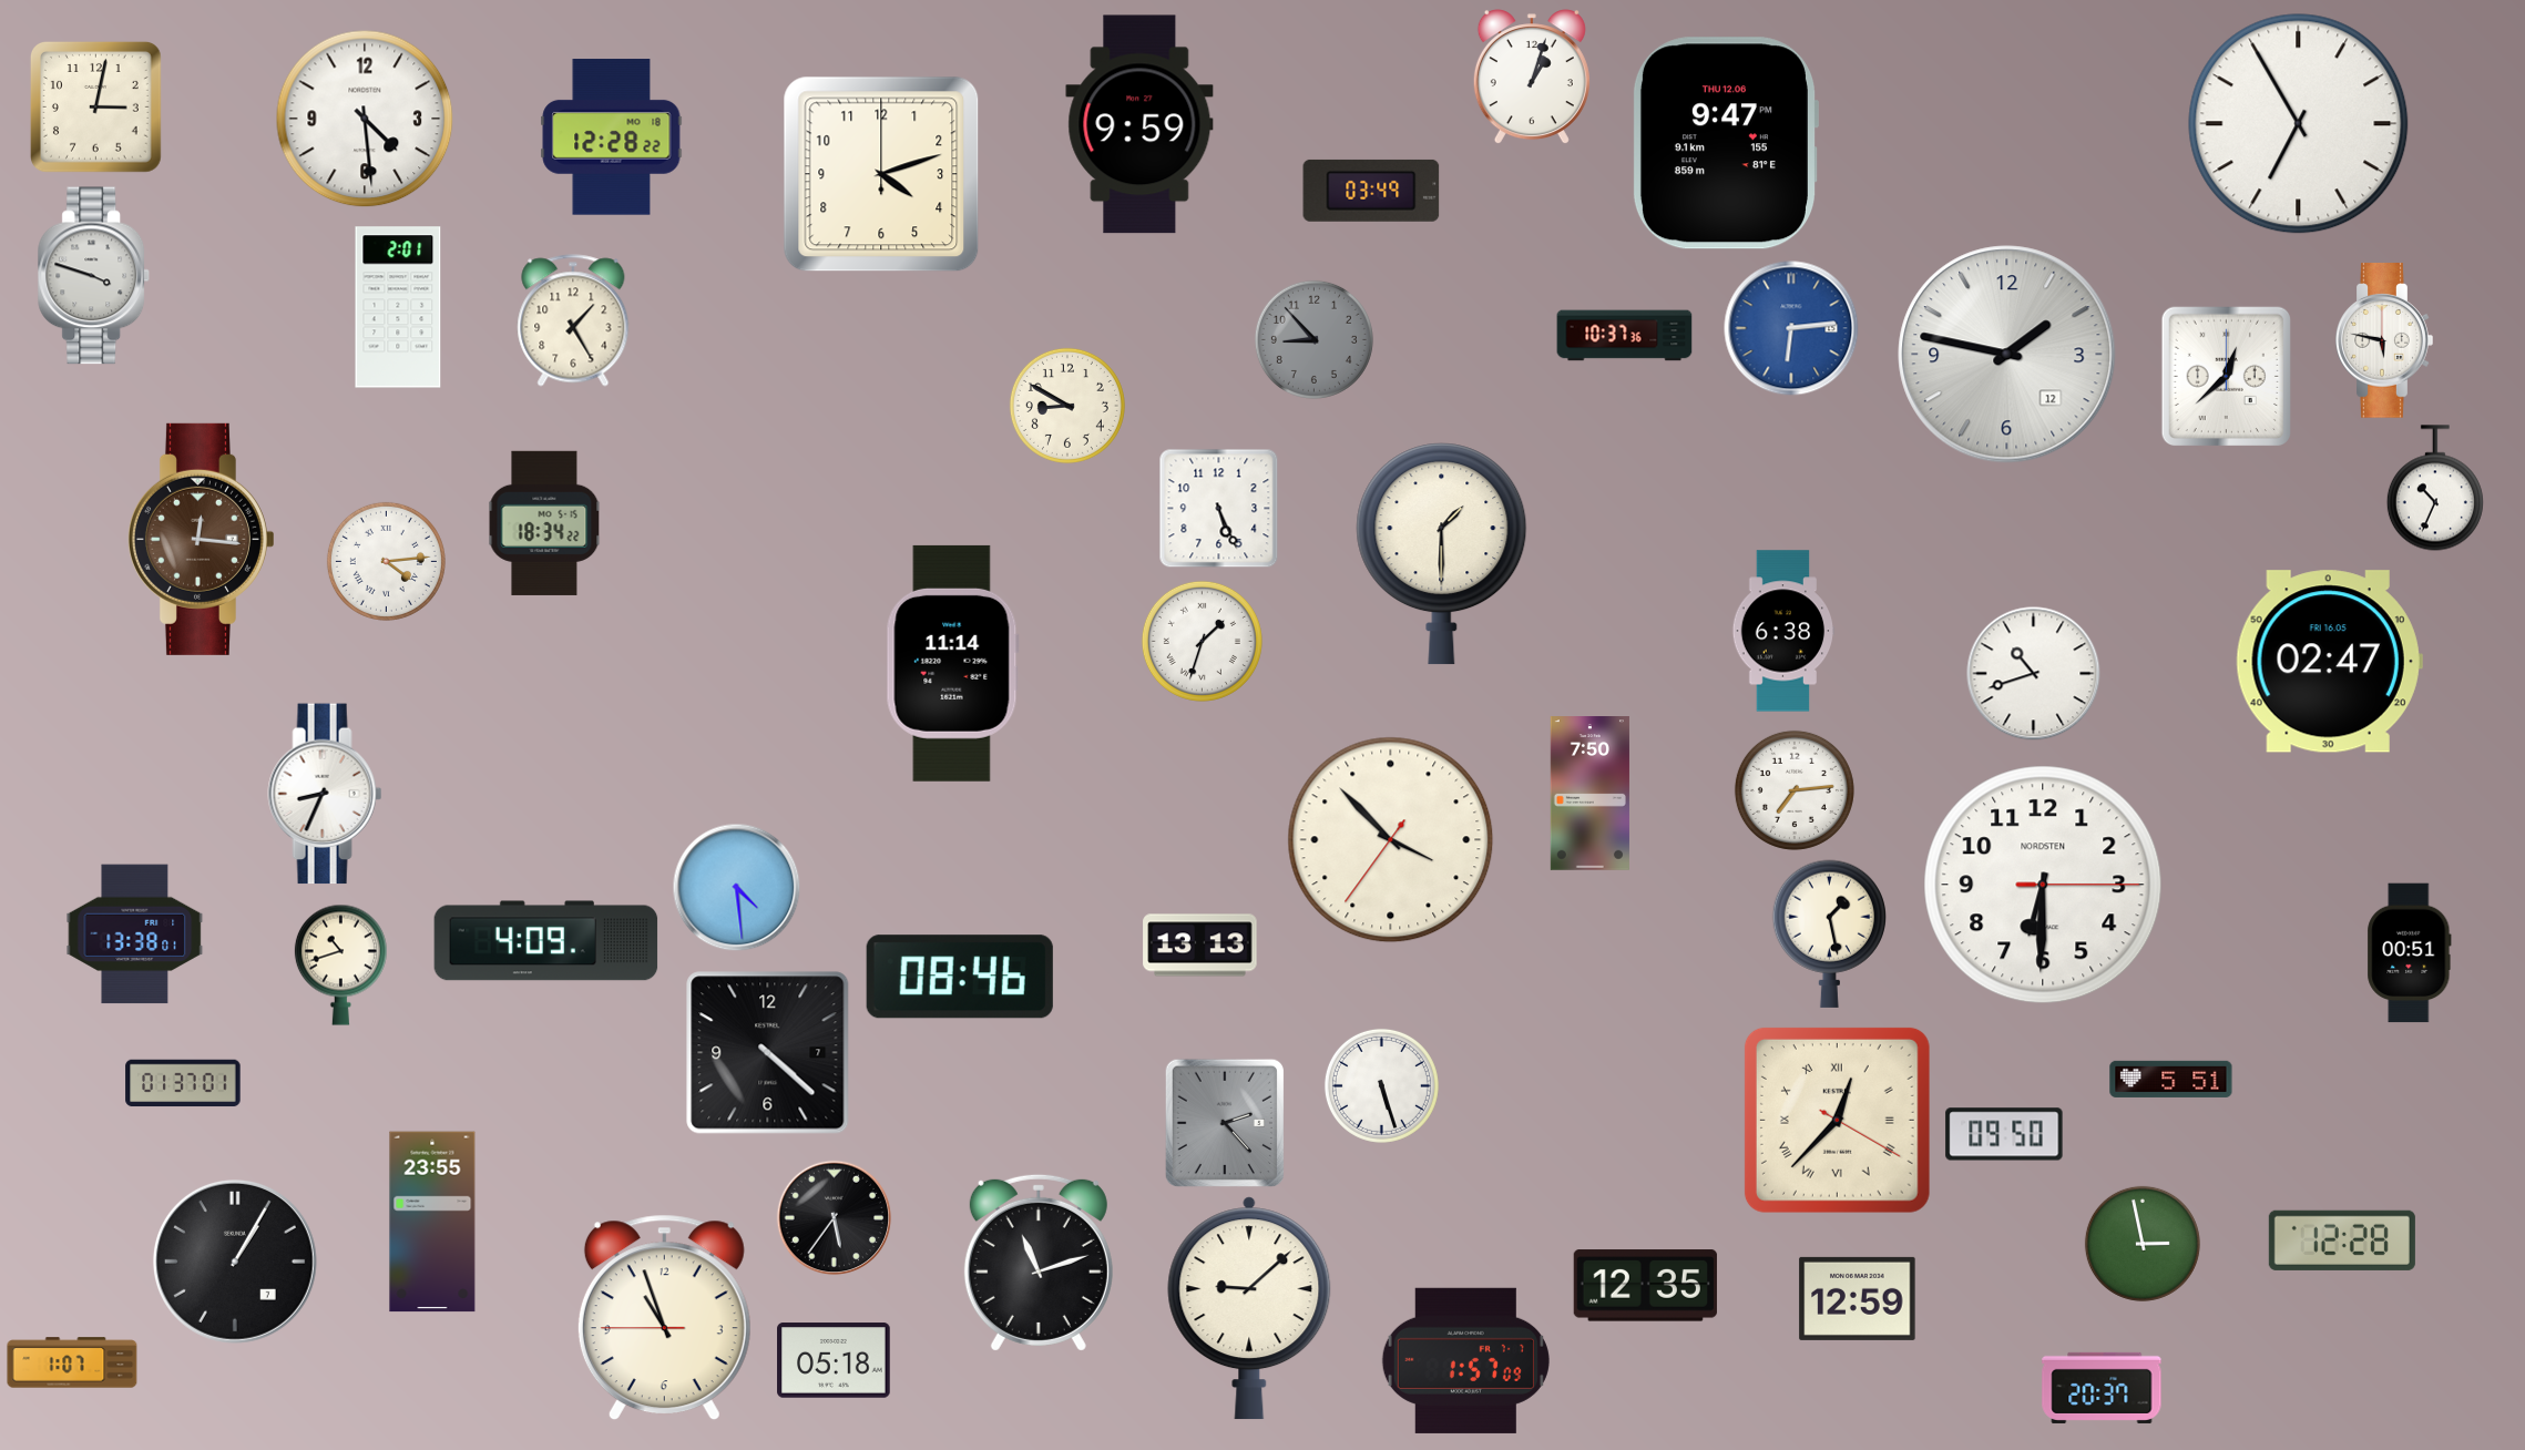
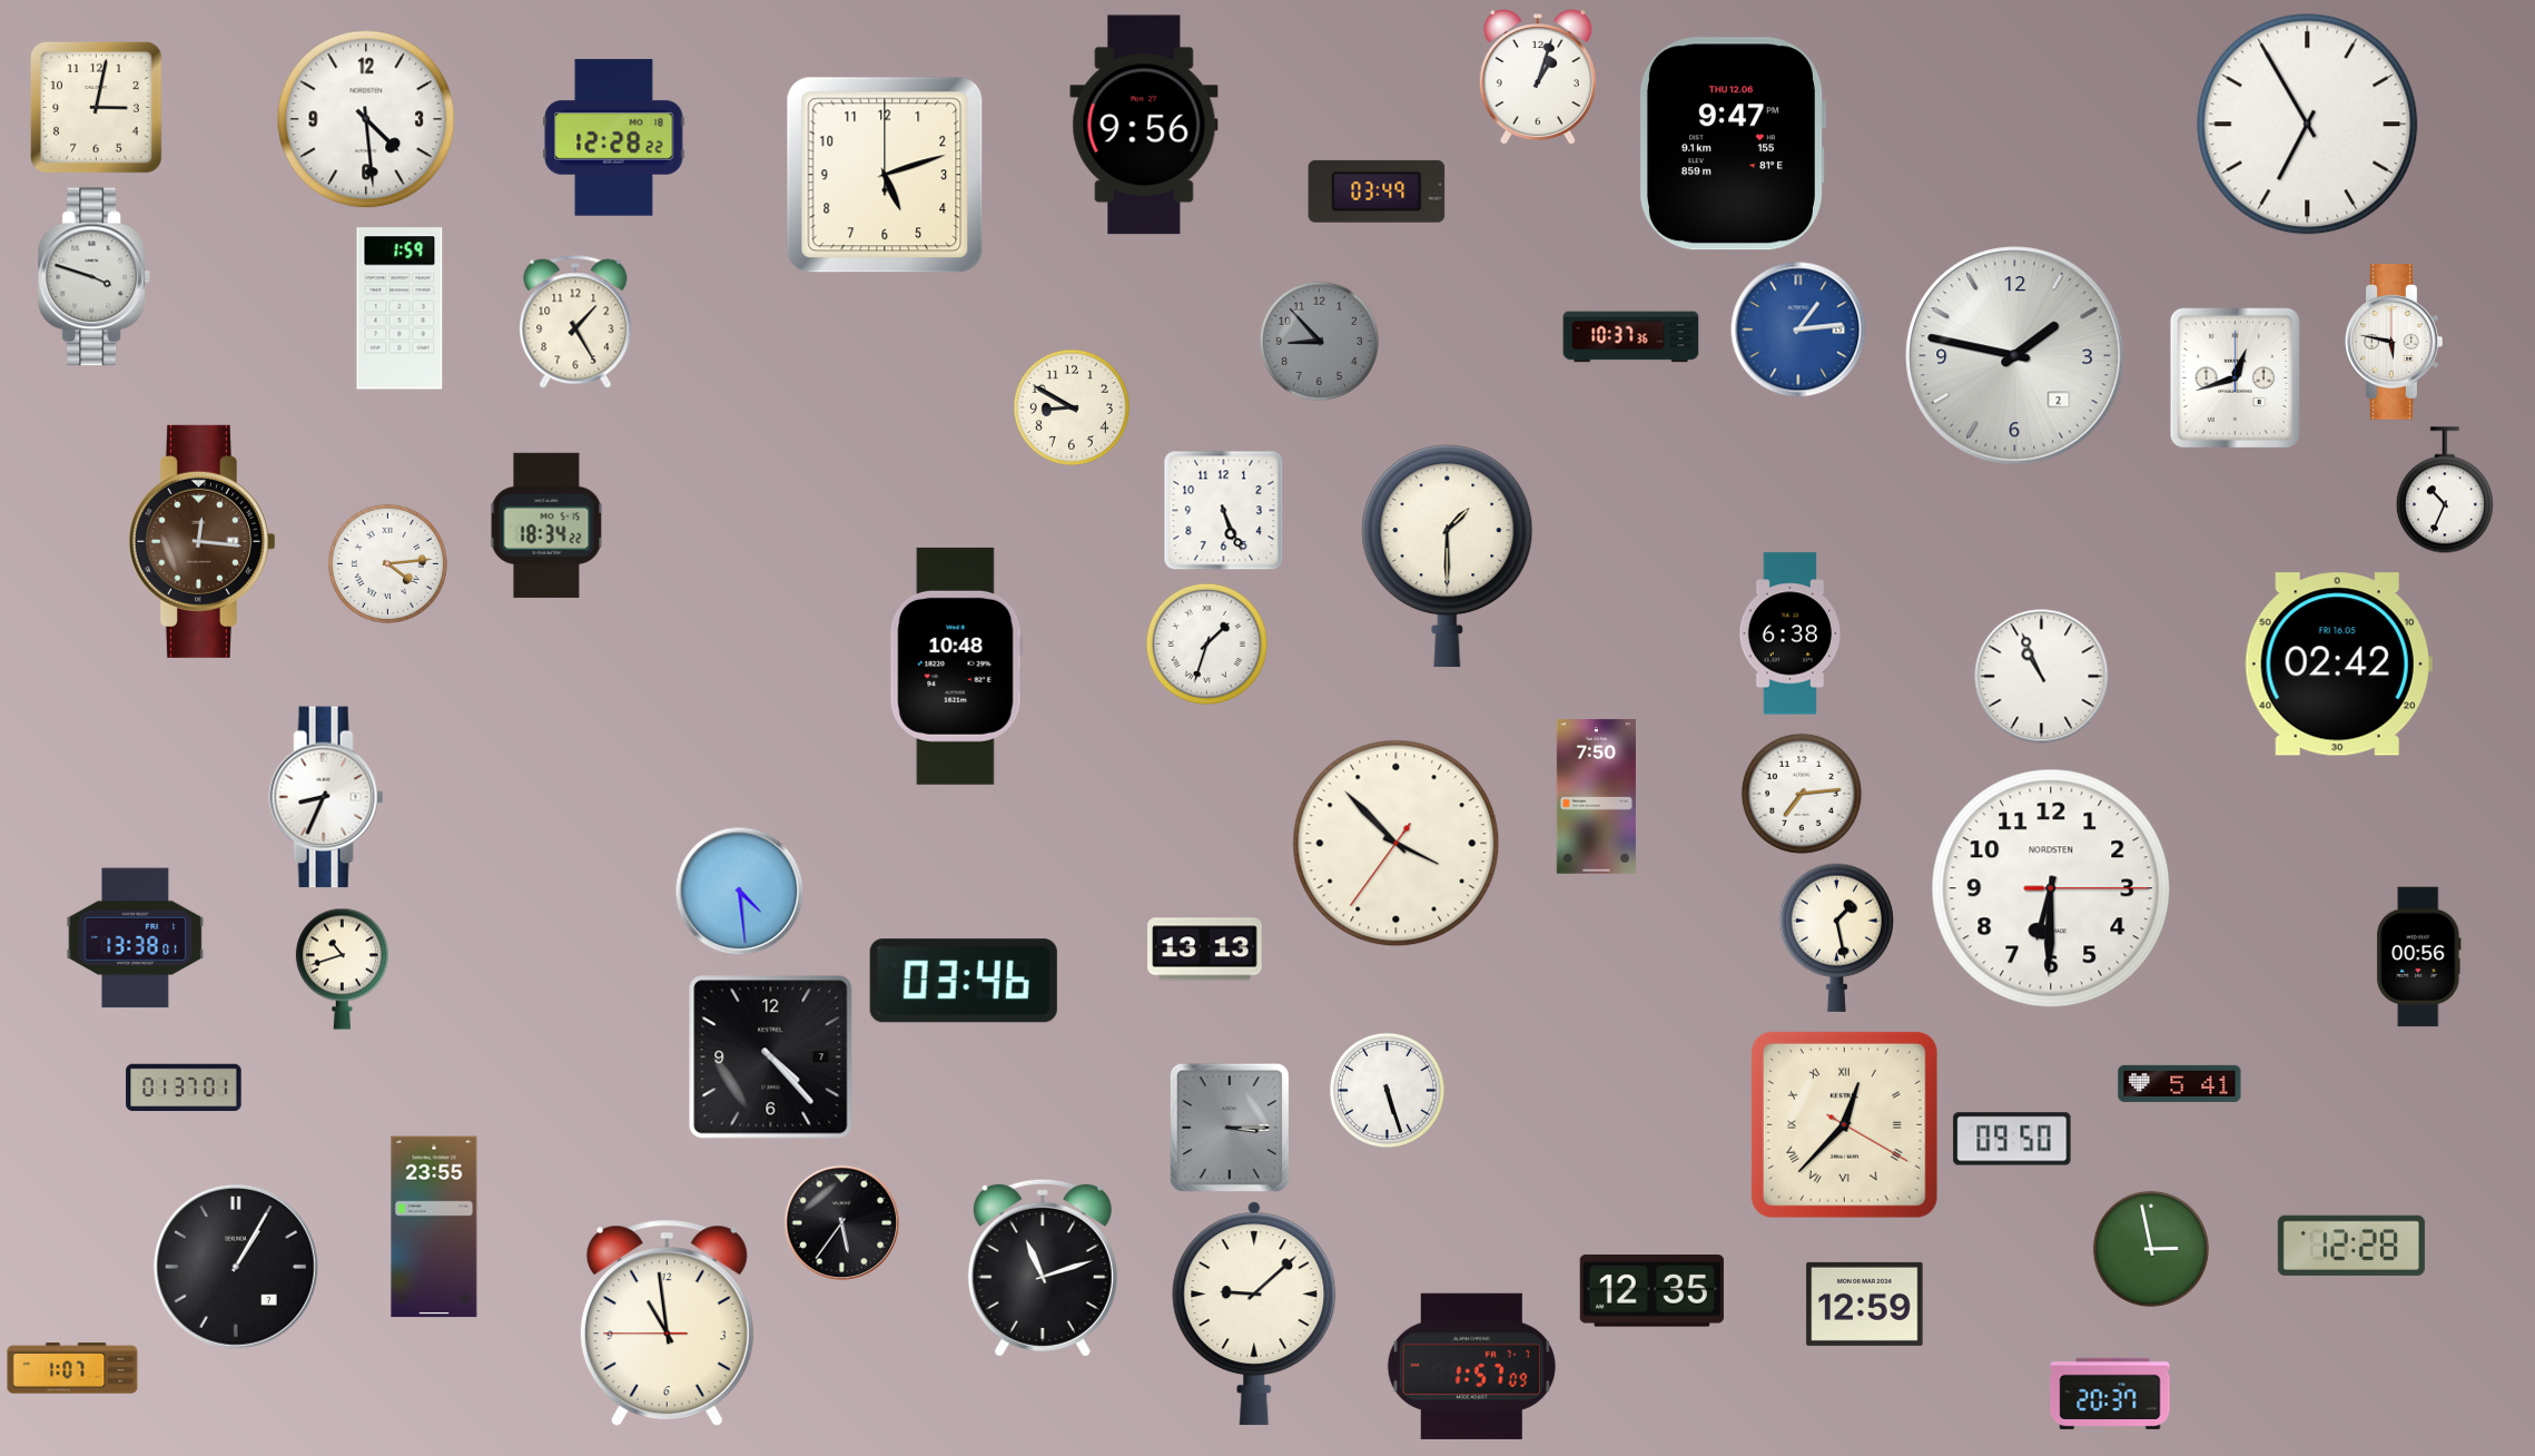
clock at (1139, 124): 9:59 -> 9:56
clock at (881, 174): 4:12 -> 5:12
clock at (398, 307): 2:01 -> 1:59
clock at (1791, 328): 6:14 -> 1:14
clock at (2007, 355) date: 12 -> 2
clock at (2226, 376): 12:38 -> 12:42
clock at (2329, 662): 02:47 -> 02:42
clock at (952, 663): 11:14 -> 10:48
clock at (2034, 674): 10:42 -> 10:56
clock at (546, 941): 4:09 -> none
clock at (2410, 953): 00:51 -> 00:56
clock at (960, 977): 08:46 -> 03:46
clock at (768, 1053): 4:22 -> 4:23
clock at (2171, 1079): 5:51 -> 5:41
clock at (1225, 1123): 2:23 -> 3:15
clock at (835, 1218) position: (835, 1218) -> (842, 1223)
clock at (664, 1318): 10:56 -> 10:58
clock at (834, 1360): 05:18 -> none
